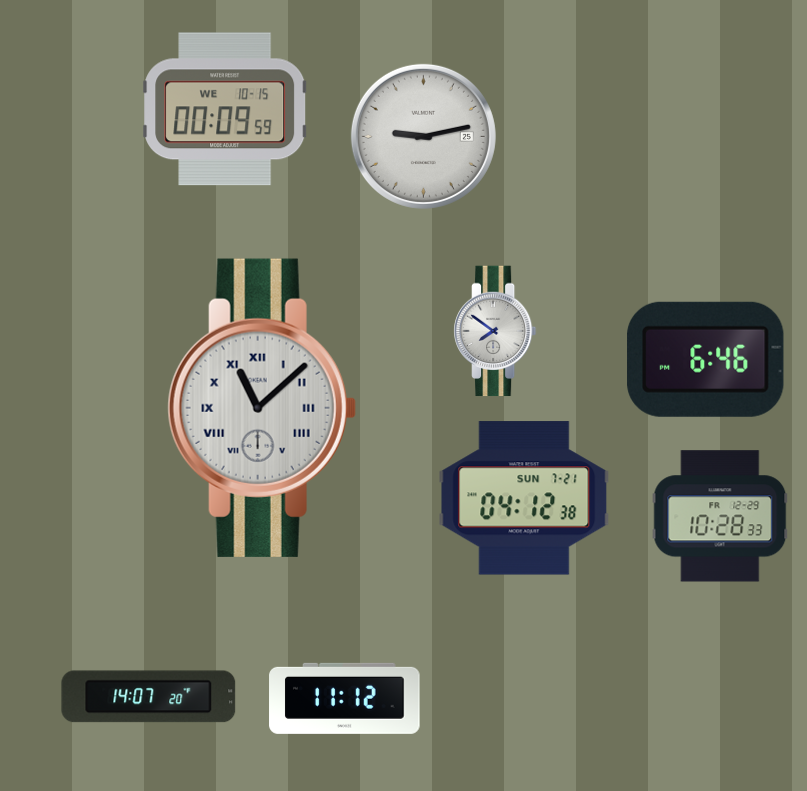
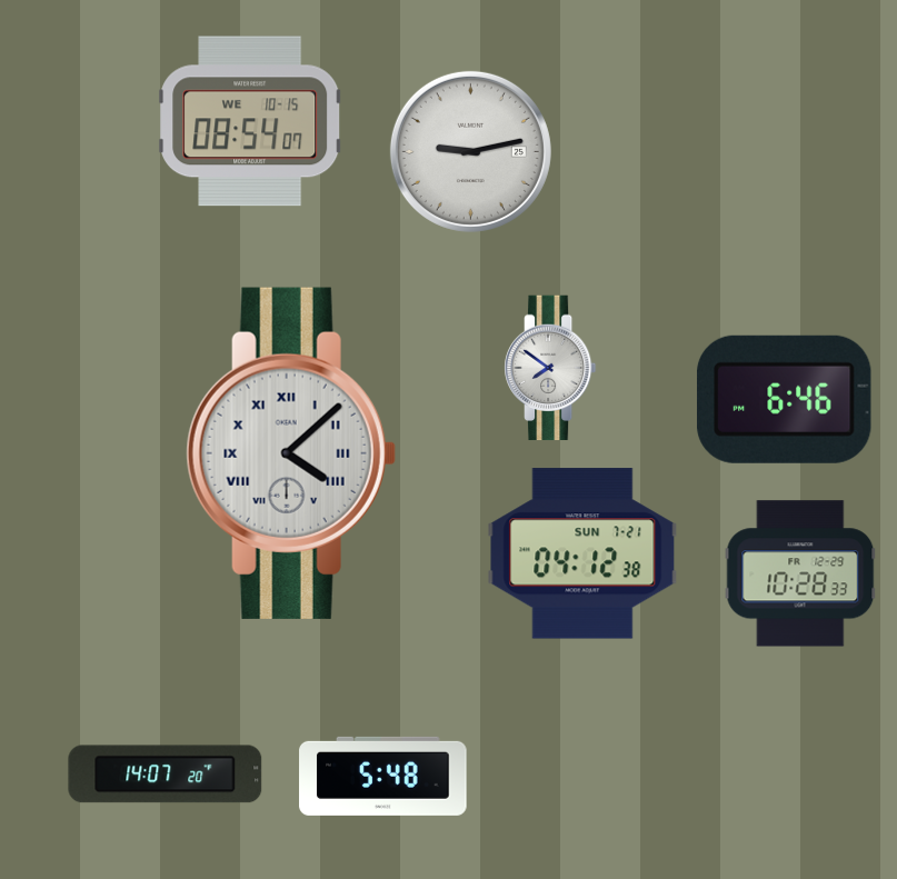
clock at (226, 109): 00:09 -> 08:54
clock at (262, 408): 11:08 -> 4:08
clock at (345, 698): 11:12 -> 5:48
